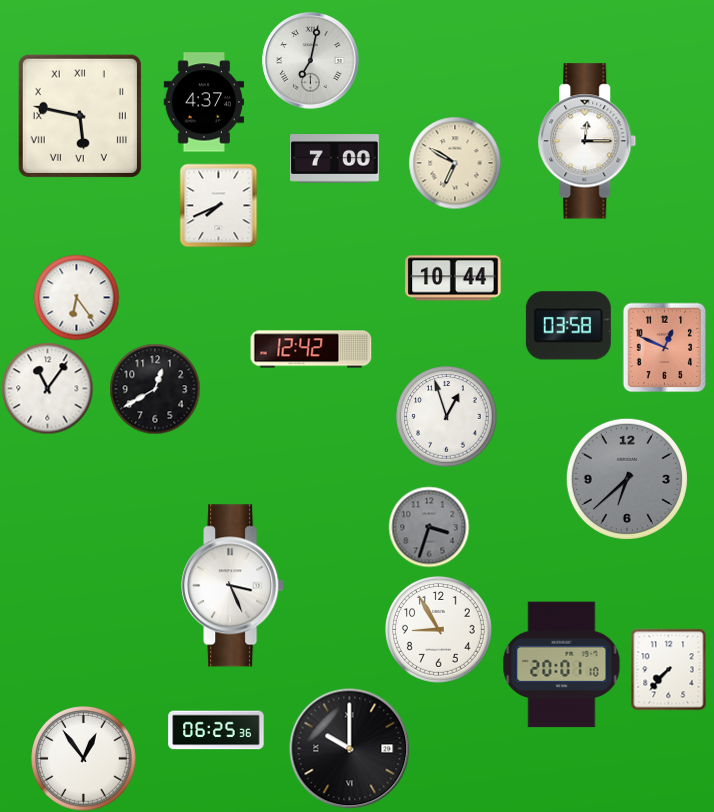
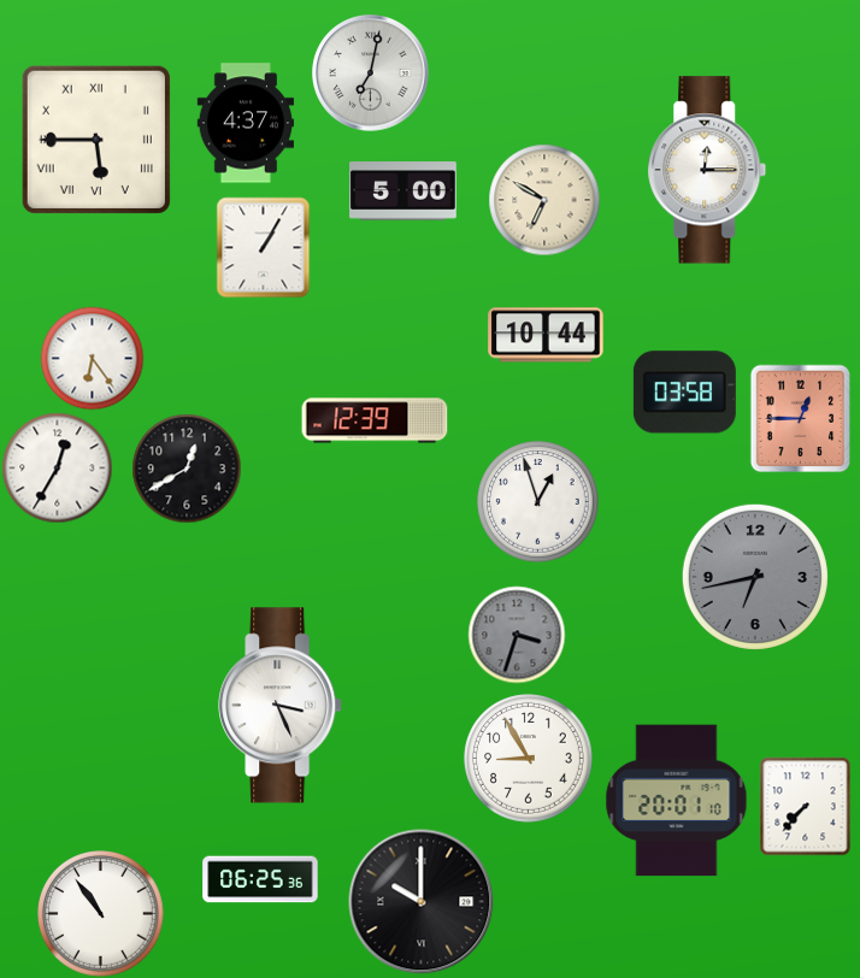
clock at (311, 61) position: (311, 61) -> (371, 73)
clock at (80, 116): 5:47 -> 5:45
clock at (335, 159): 7:00 -> 5:00
clock at (455, 163) position: (455, 163) -> (544, 200)
clock at (219, 205): 7:41 -> 1:05
clock at (665, 347): 12:49 -> 12:45
clock at (311, 349): 12:42 -> 12:39
clock at (47, 388): 11:06 -> 12:35
clock at (627, 479): 6:38 -> 6:43
clock at (84, 759): 12:54 -> 10:54
